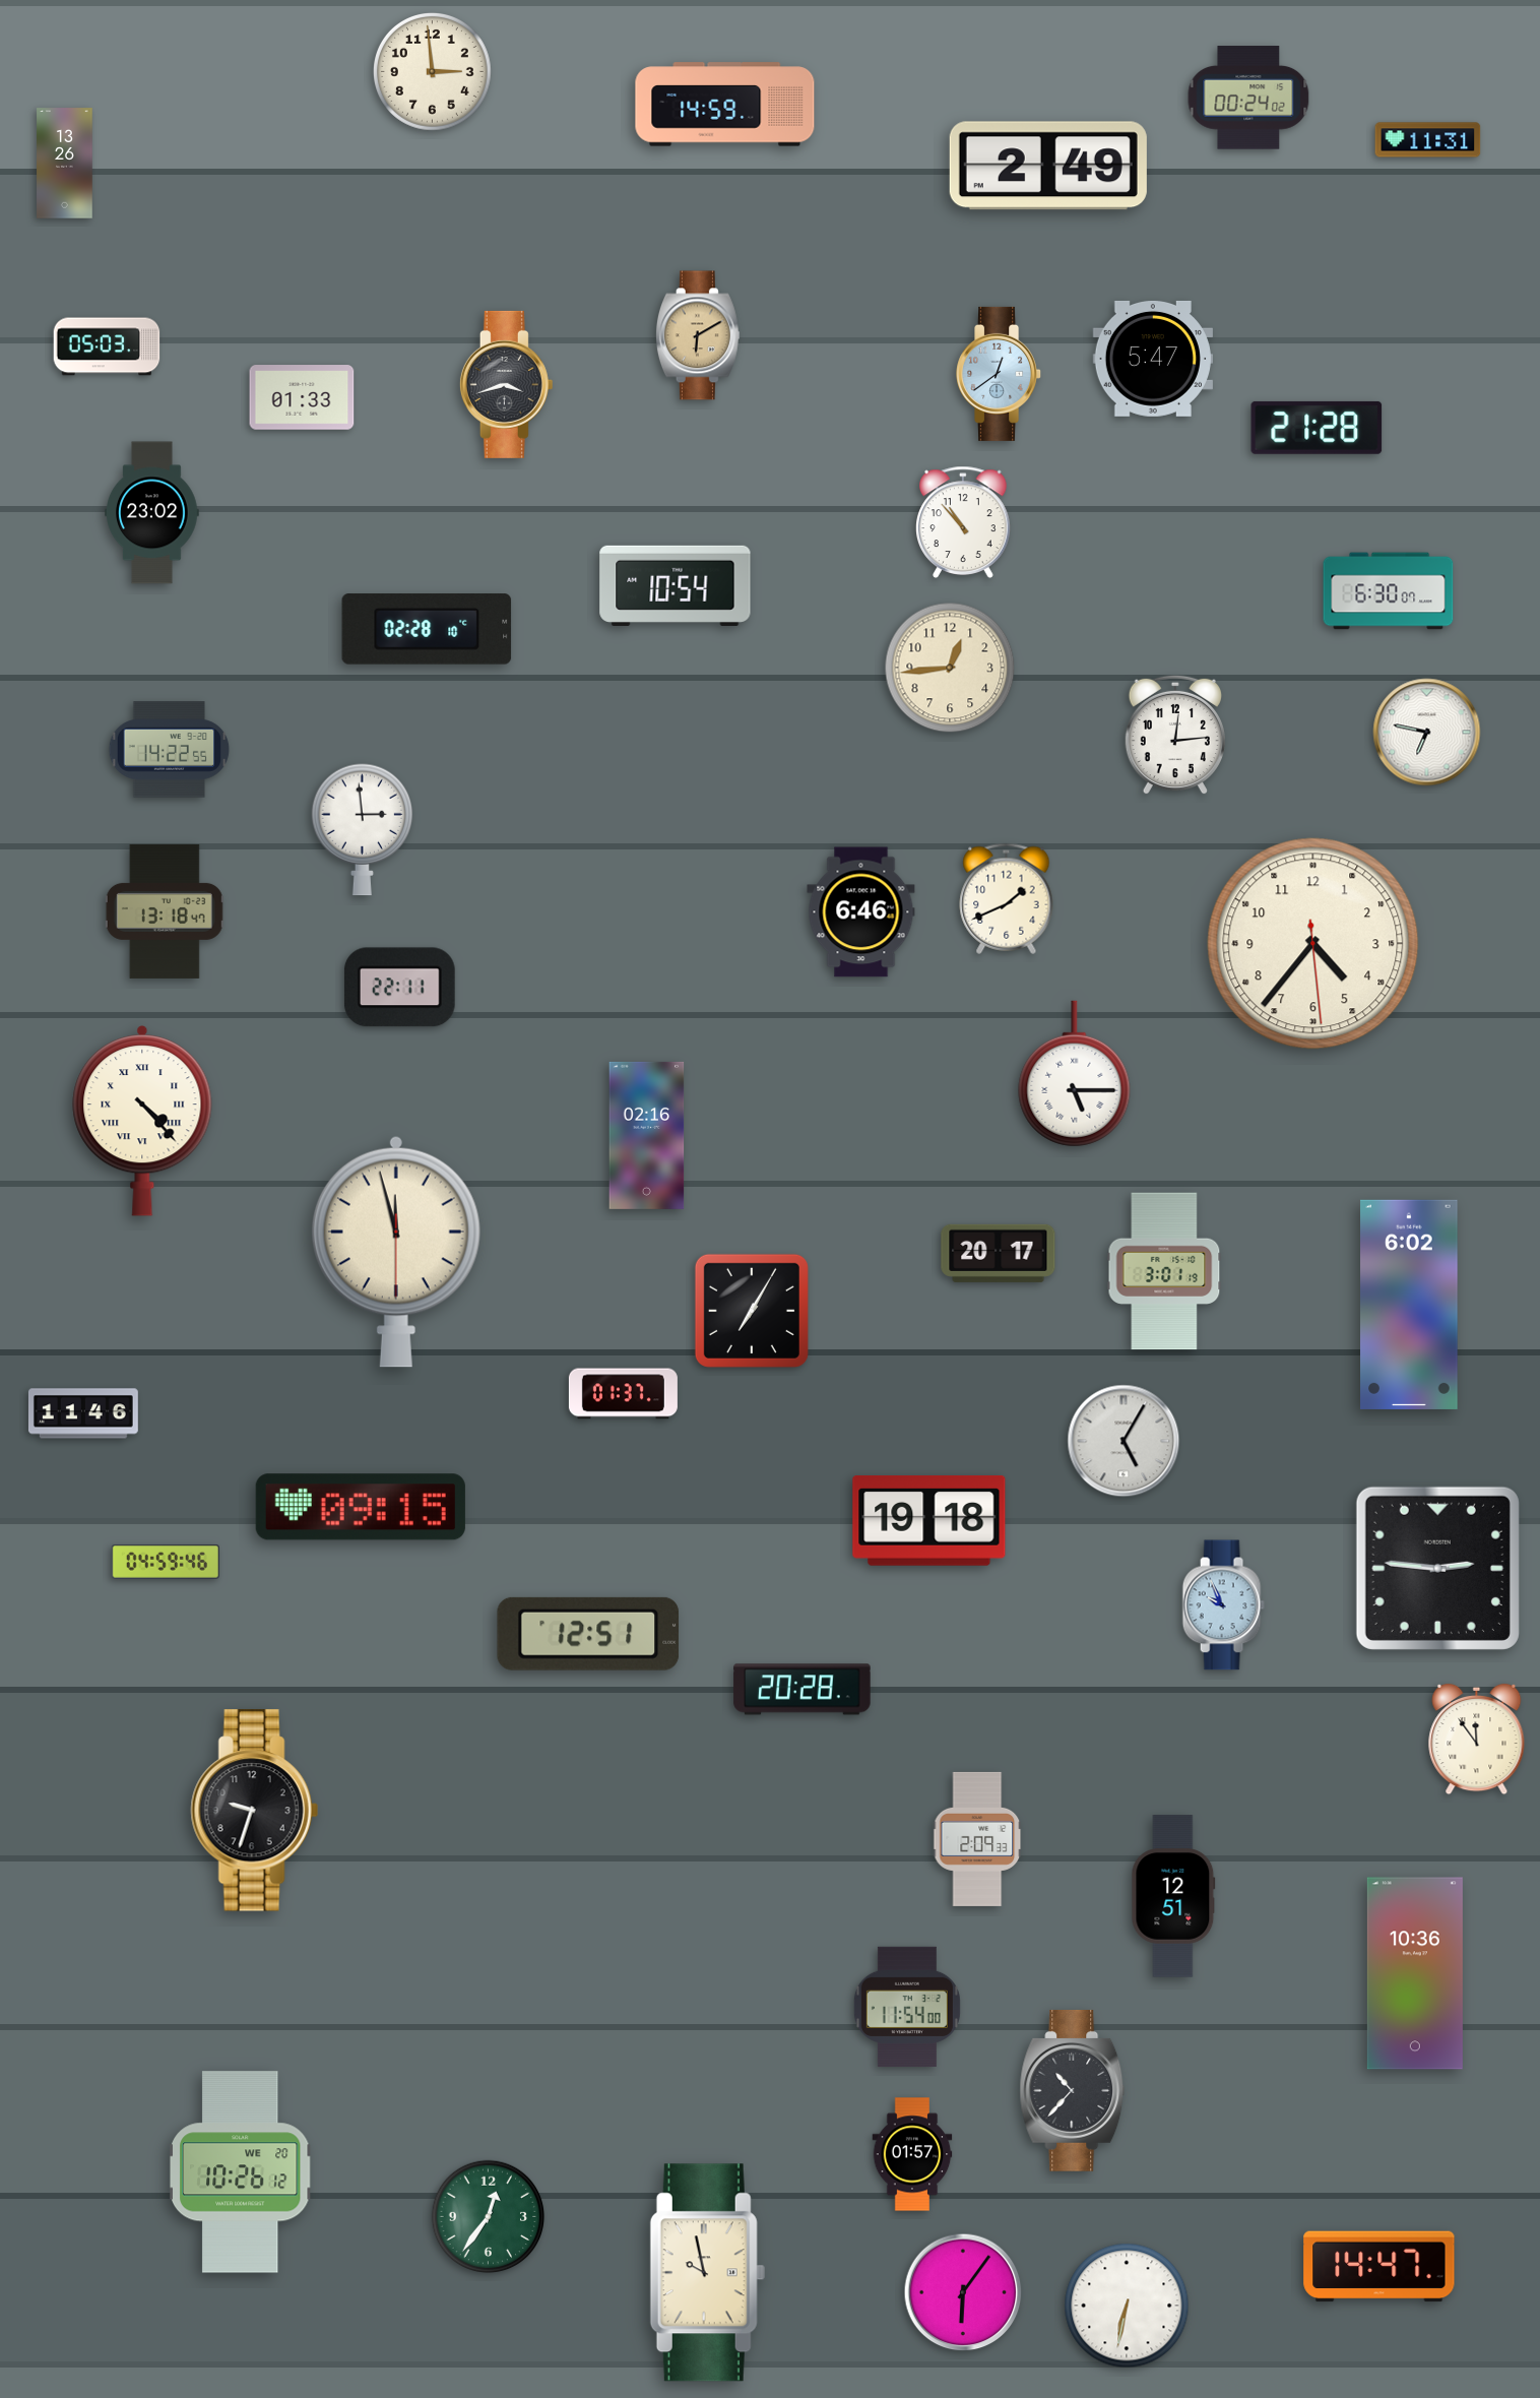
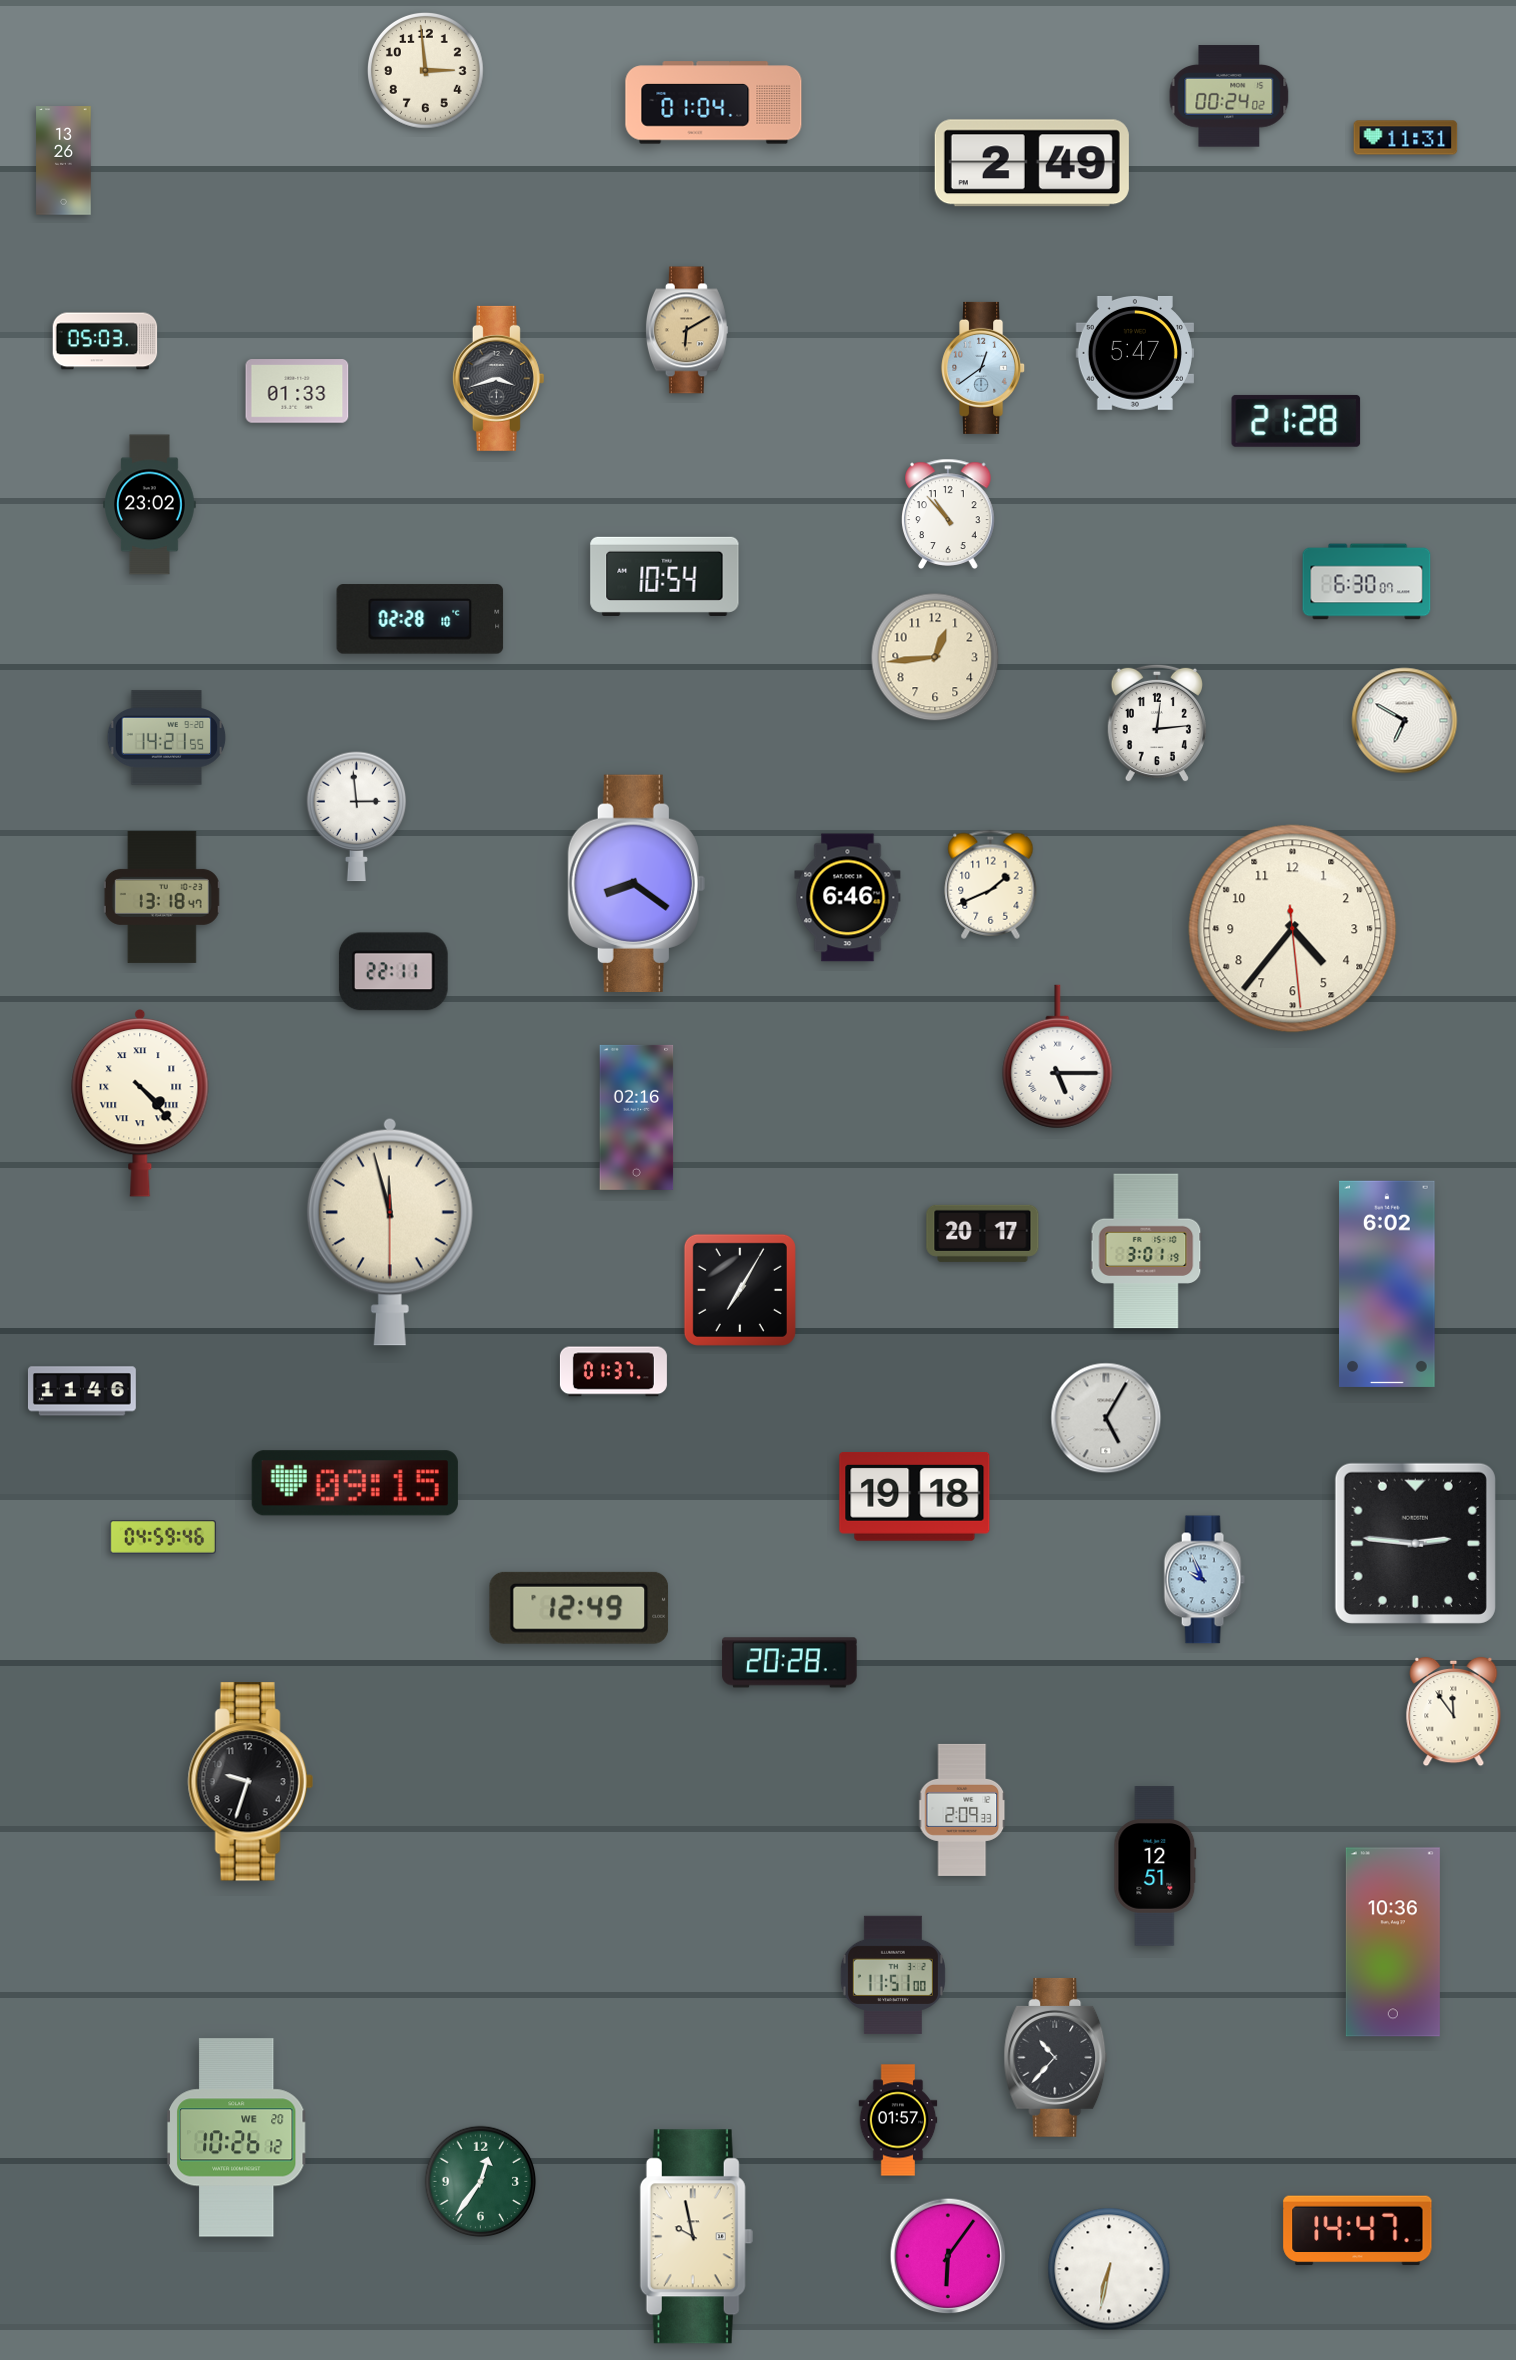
clock at (725, 105): 14:59 -> 01:04
clock at (1427, 733): 6:47 -> 6:50
clock at (170, 750): 14:22 -> 14:21
clock at (636, 883): none -> 8:21
clock at (588, 1634): 12:51 -> 12:49
clock at (907, 2007): 11:54 -> 11:51
